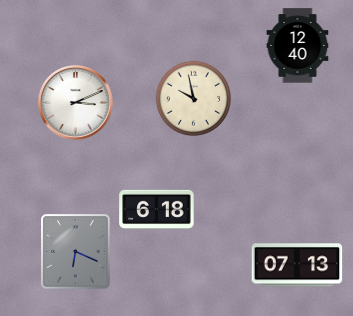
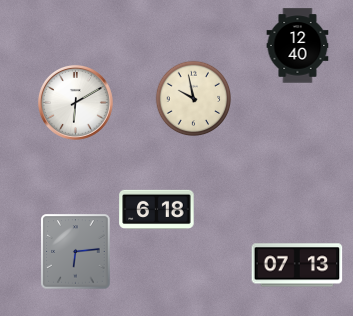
clock at (75, 102): 3:11 -> 6:10
clock at (76, 252): 6:19 -> 6:14
